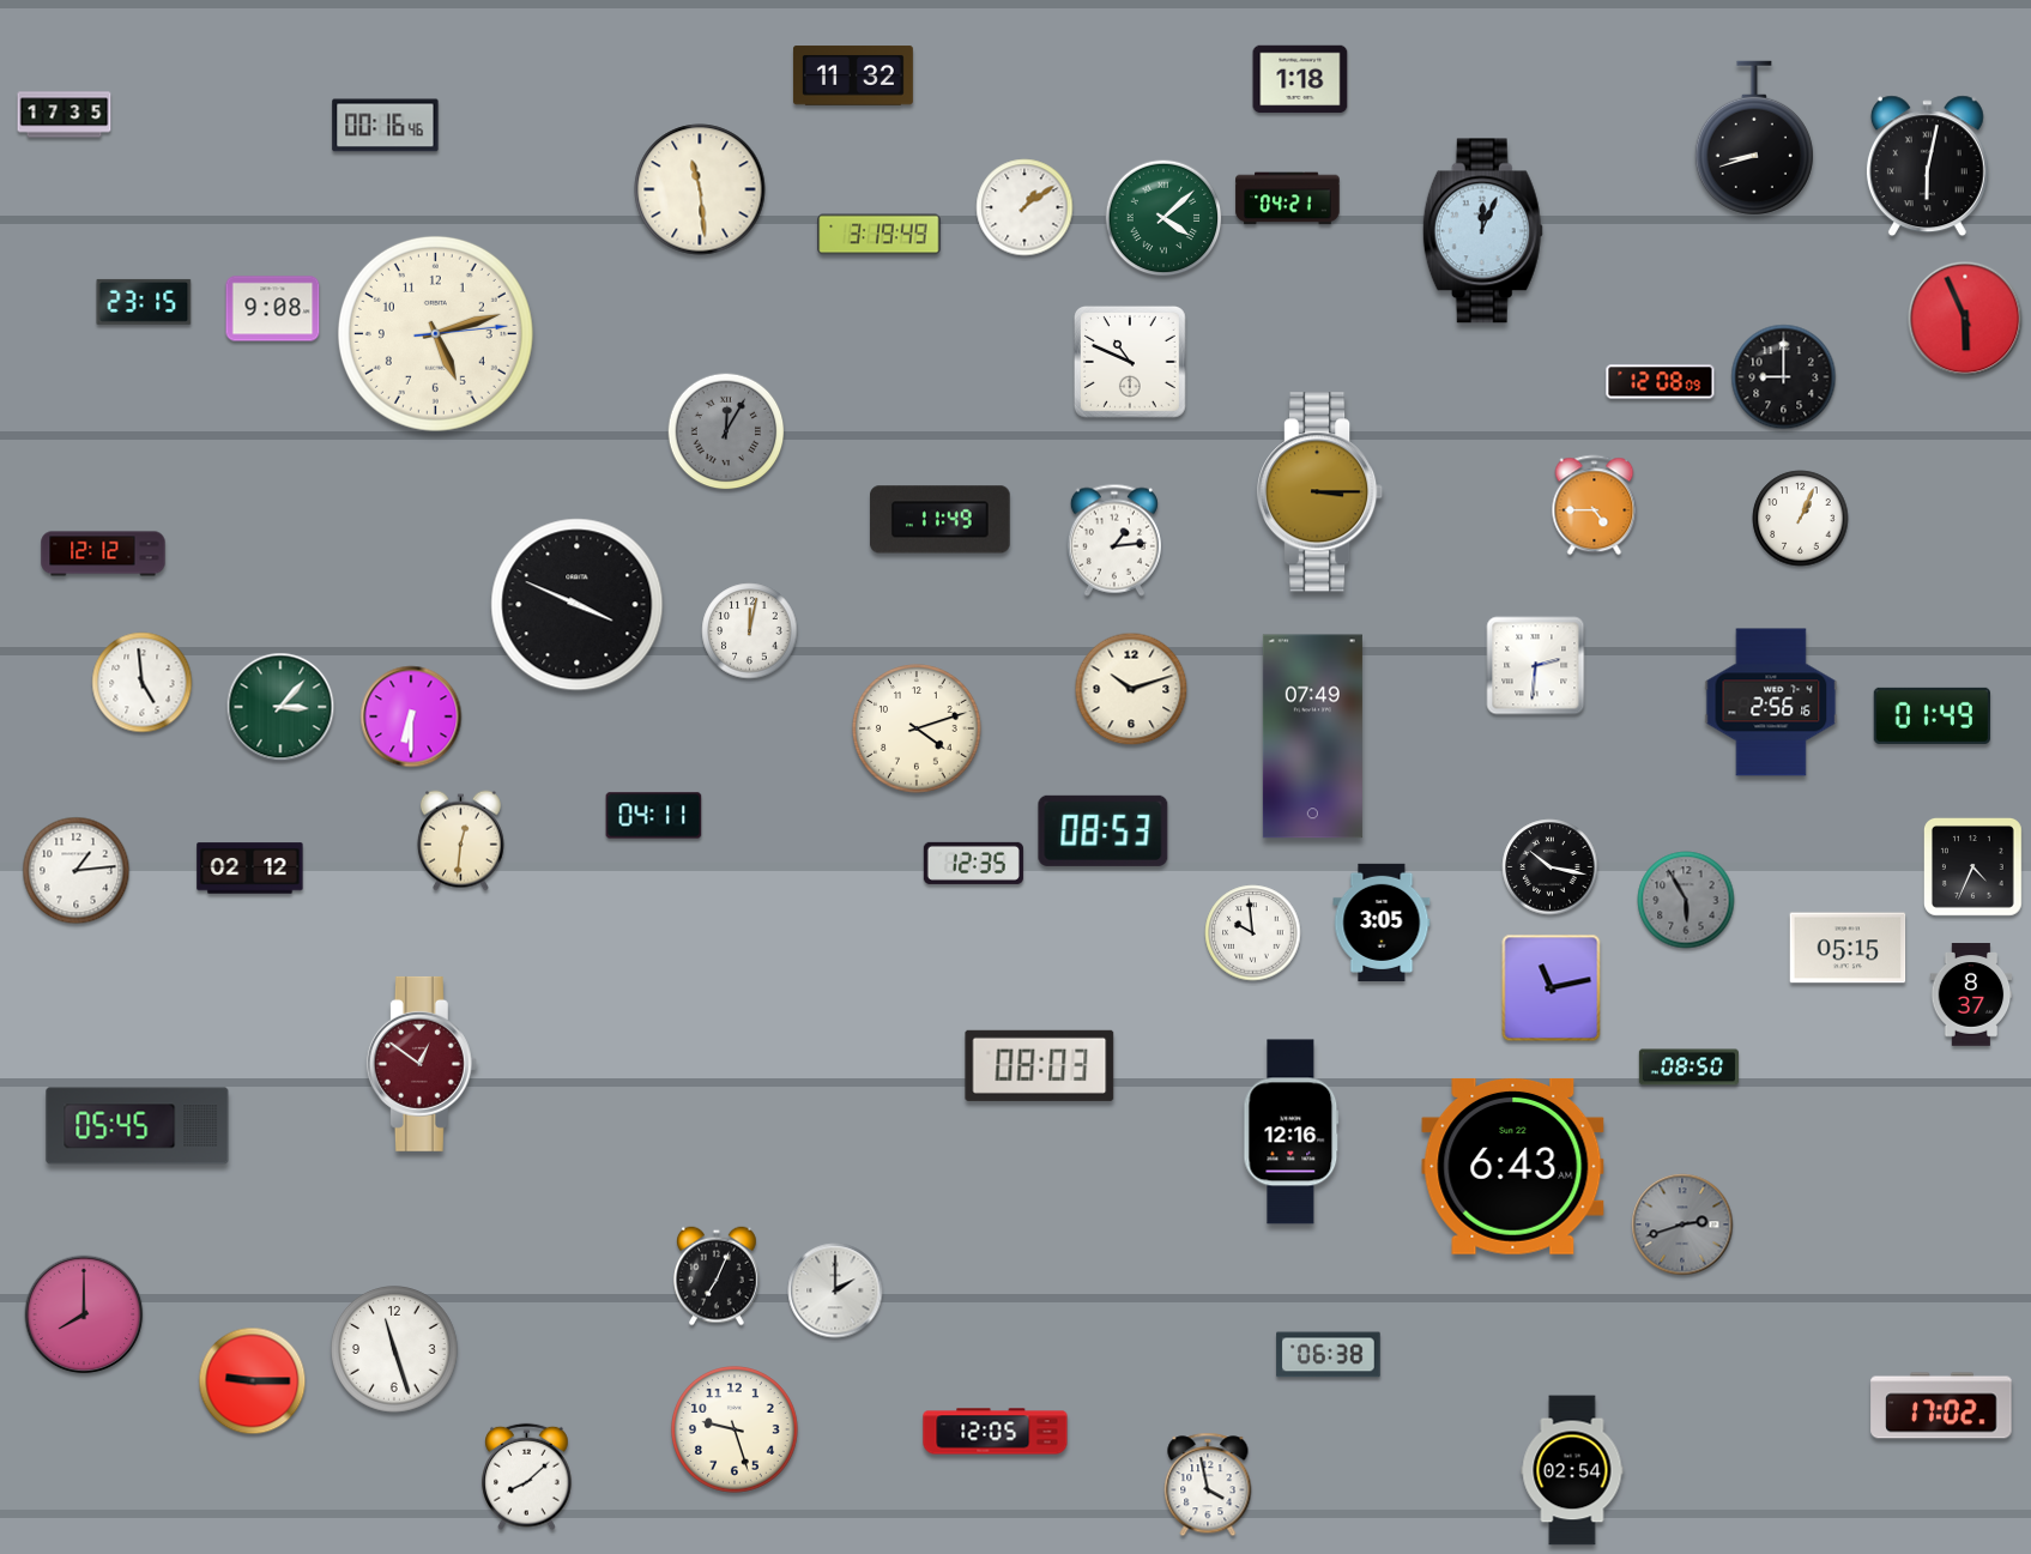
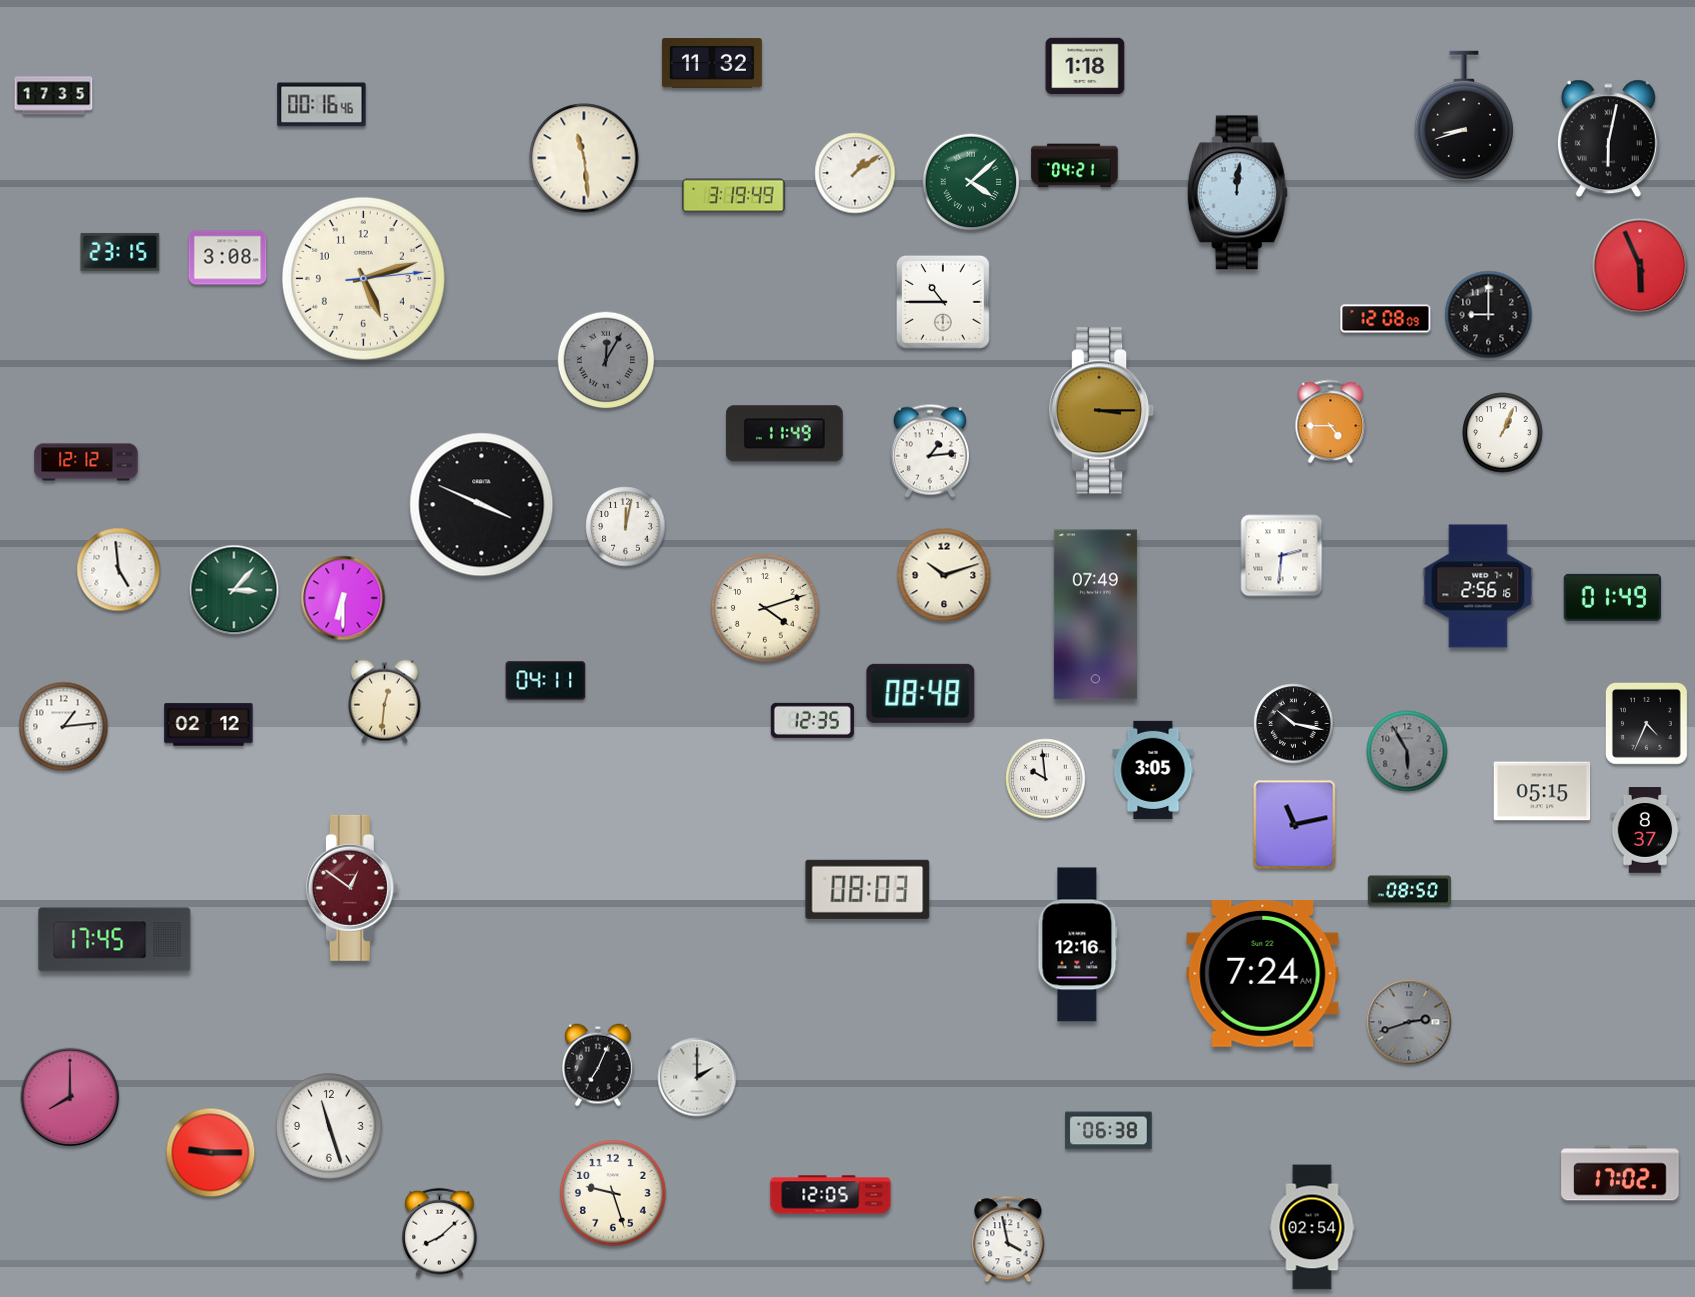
clock at (1482, 231): 12:04 -> 12:01
clock at (273, 309): 9:08 -> 3:08
clock at (1130, 362): 10:49 -> 10:45
clock at (1104, 830): 08:53 -> 08:48
clock at (138, 1126): 05:45 -> 17:45
clock at (1513, 1166): 6:43 -> 7:24
clock at (1682, 1225) position: (1682, 1225) -> (1409, 1022)
